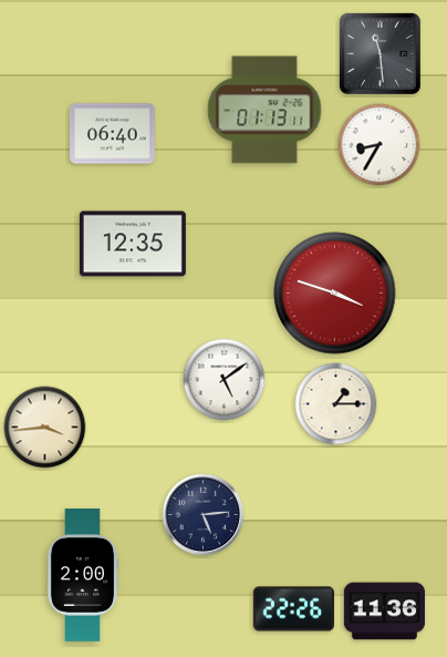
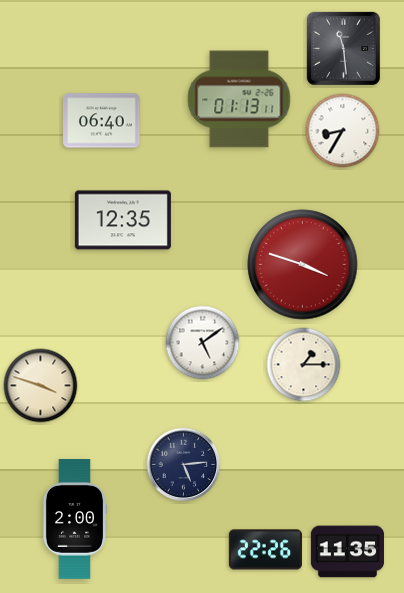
clock at (133, 244) position: (133, 244) -> (123, 220)
clock at (45, 428): 3:44 -> 3:48
clock at (384, 612): 11:36 -> 11:35
